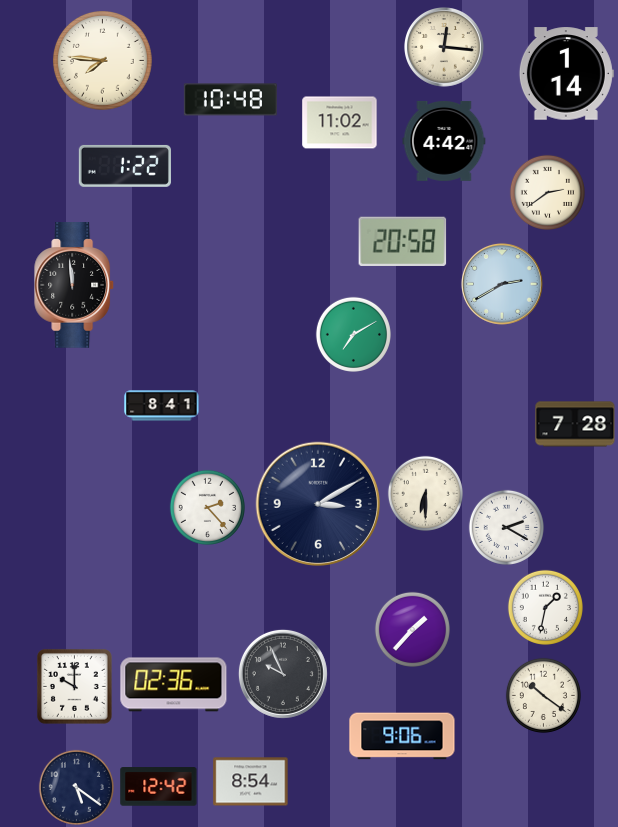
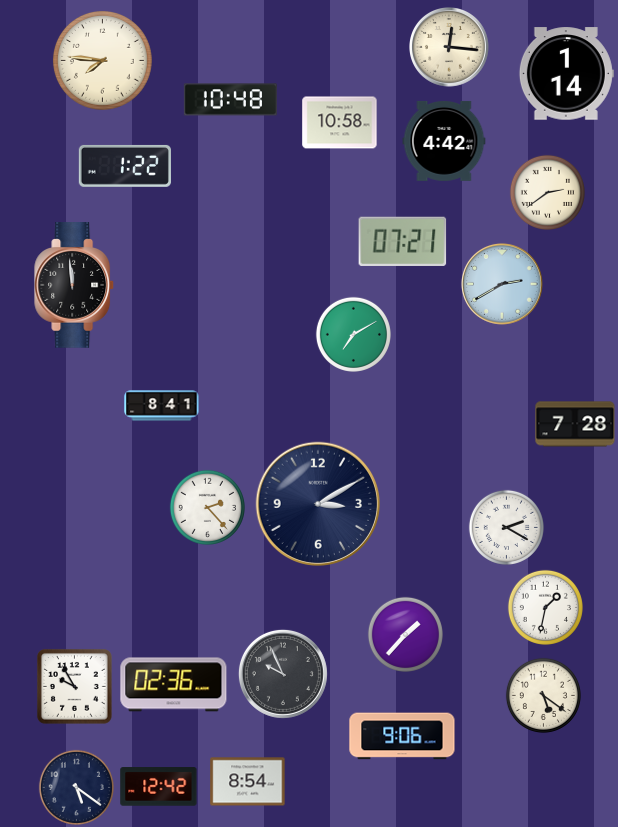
clock at (445, 48) position: (445, 48) -> (450, 48)
clock at (340, 123): 11:02 -> 10:58
clock at (403, 241): 20:58 -> 07:21
clock at (425, 493): 6:30 -> none
clock at (412, 629) position: (412, 629) -> (405, 634)
clock at (75, 687): 10:00 -> 9:55
clock at (543, 695): 10:21 -> 5:21
clock at (251, 782) position: (251, 782) -> (248, 782)
